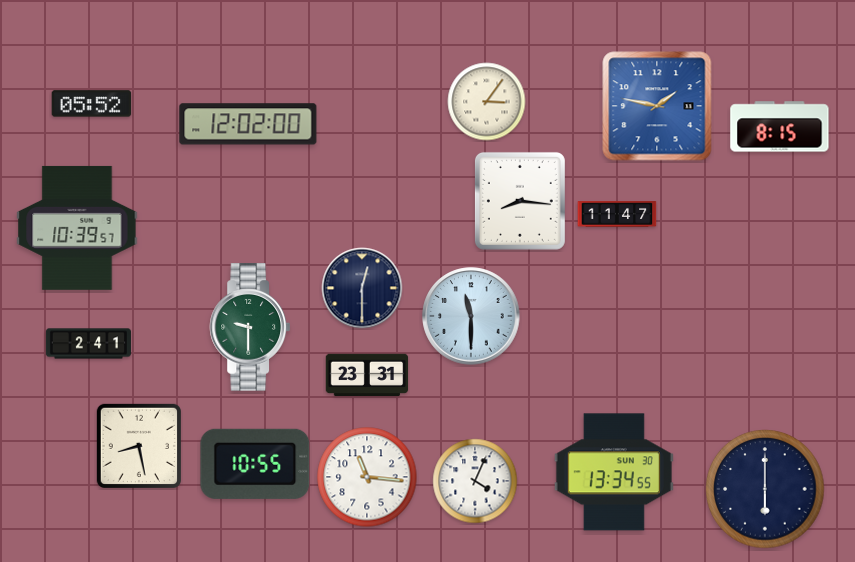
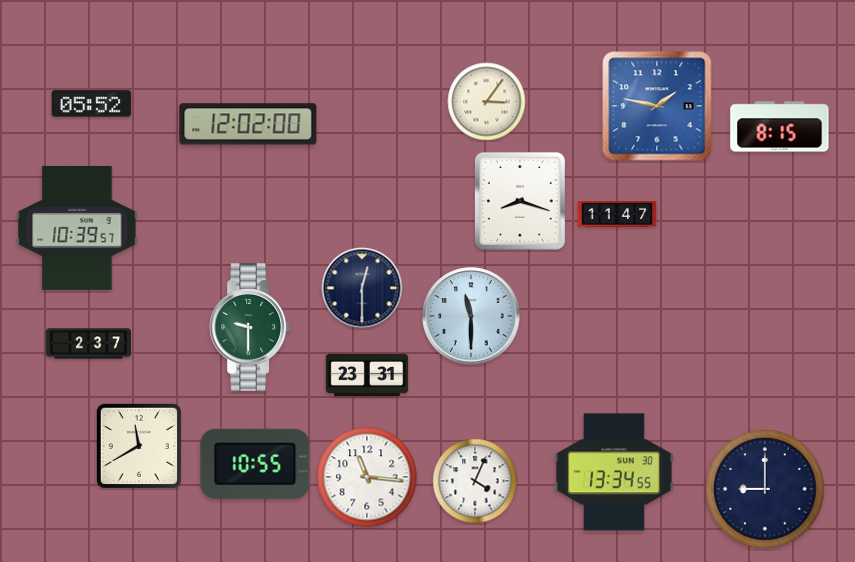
clock at (520, 201): 8:16 -> 8:18
clock at (88, 344): 2:41 -> 2:37
clock at (139, 446): 8:28 -> 11:40
clock at (765, 489): 6:00 -> 9:00
